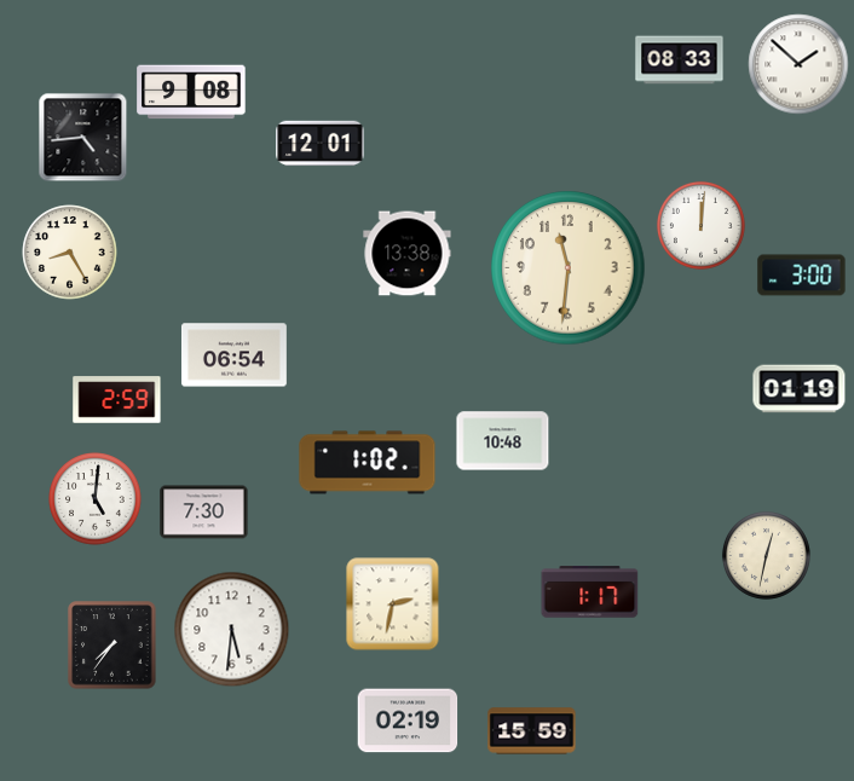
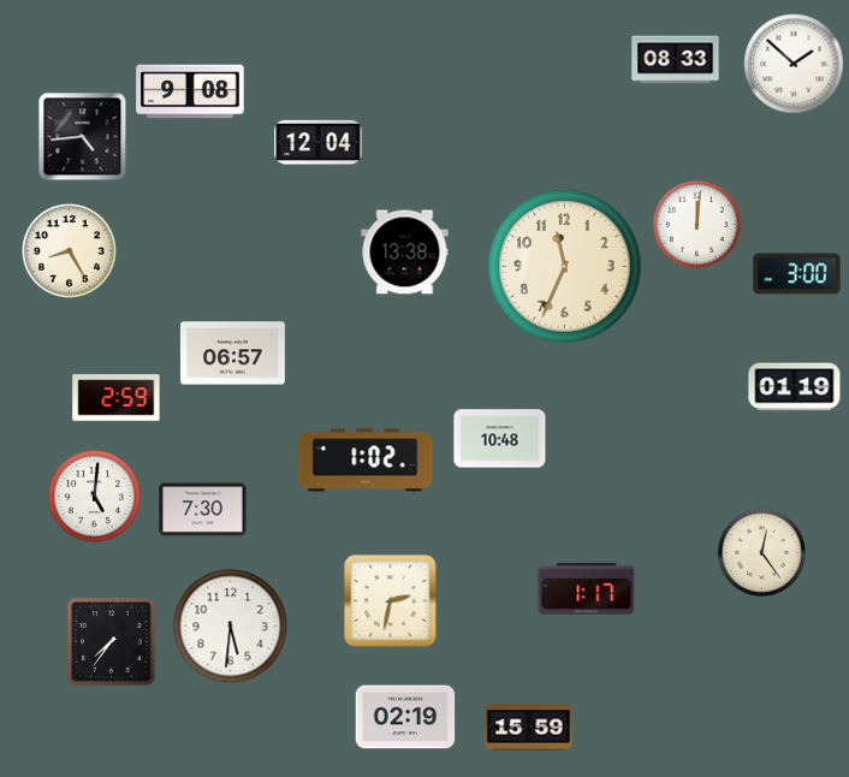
clock at (321, 144): 12:01 -> 12:04
clock at (569, 268): 11:31 -> 11:34
clock at (233, 355): 06:54 -> 06:57
clock at (766, 555): 12:32 -> 12:24
